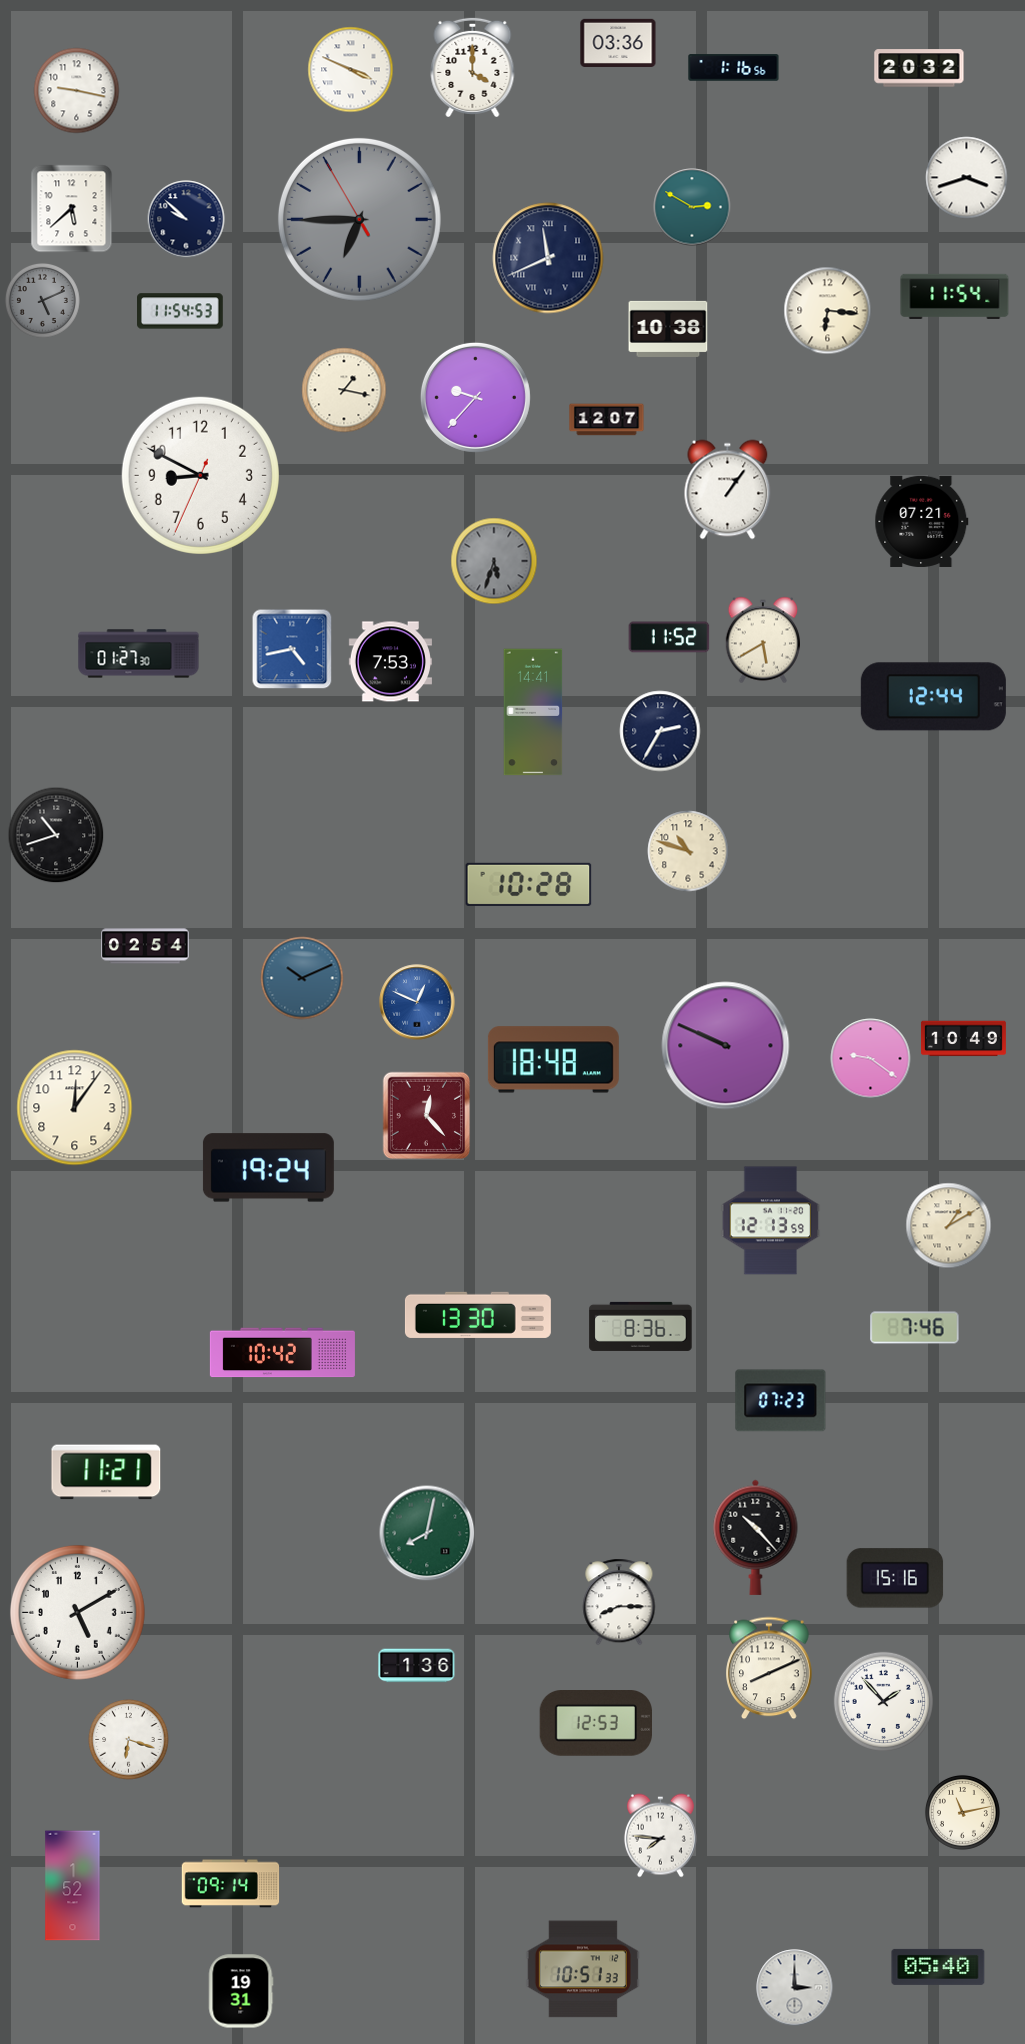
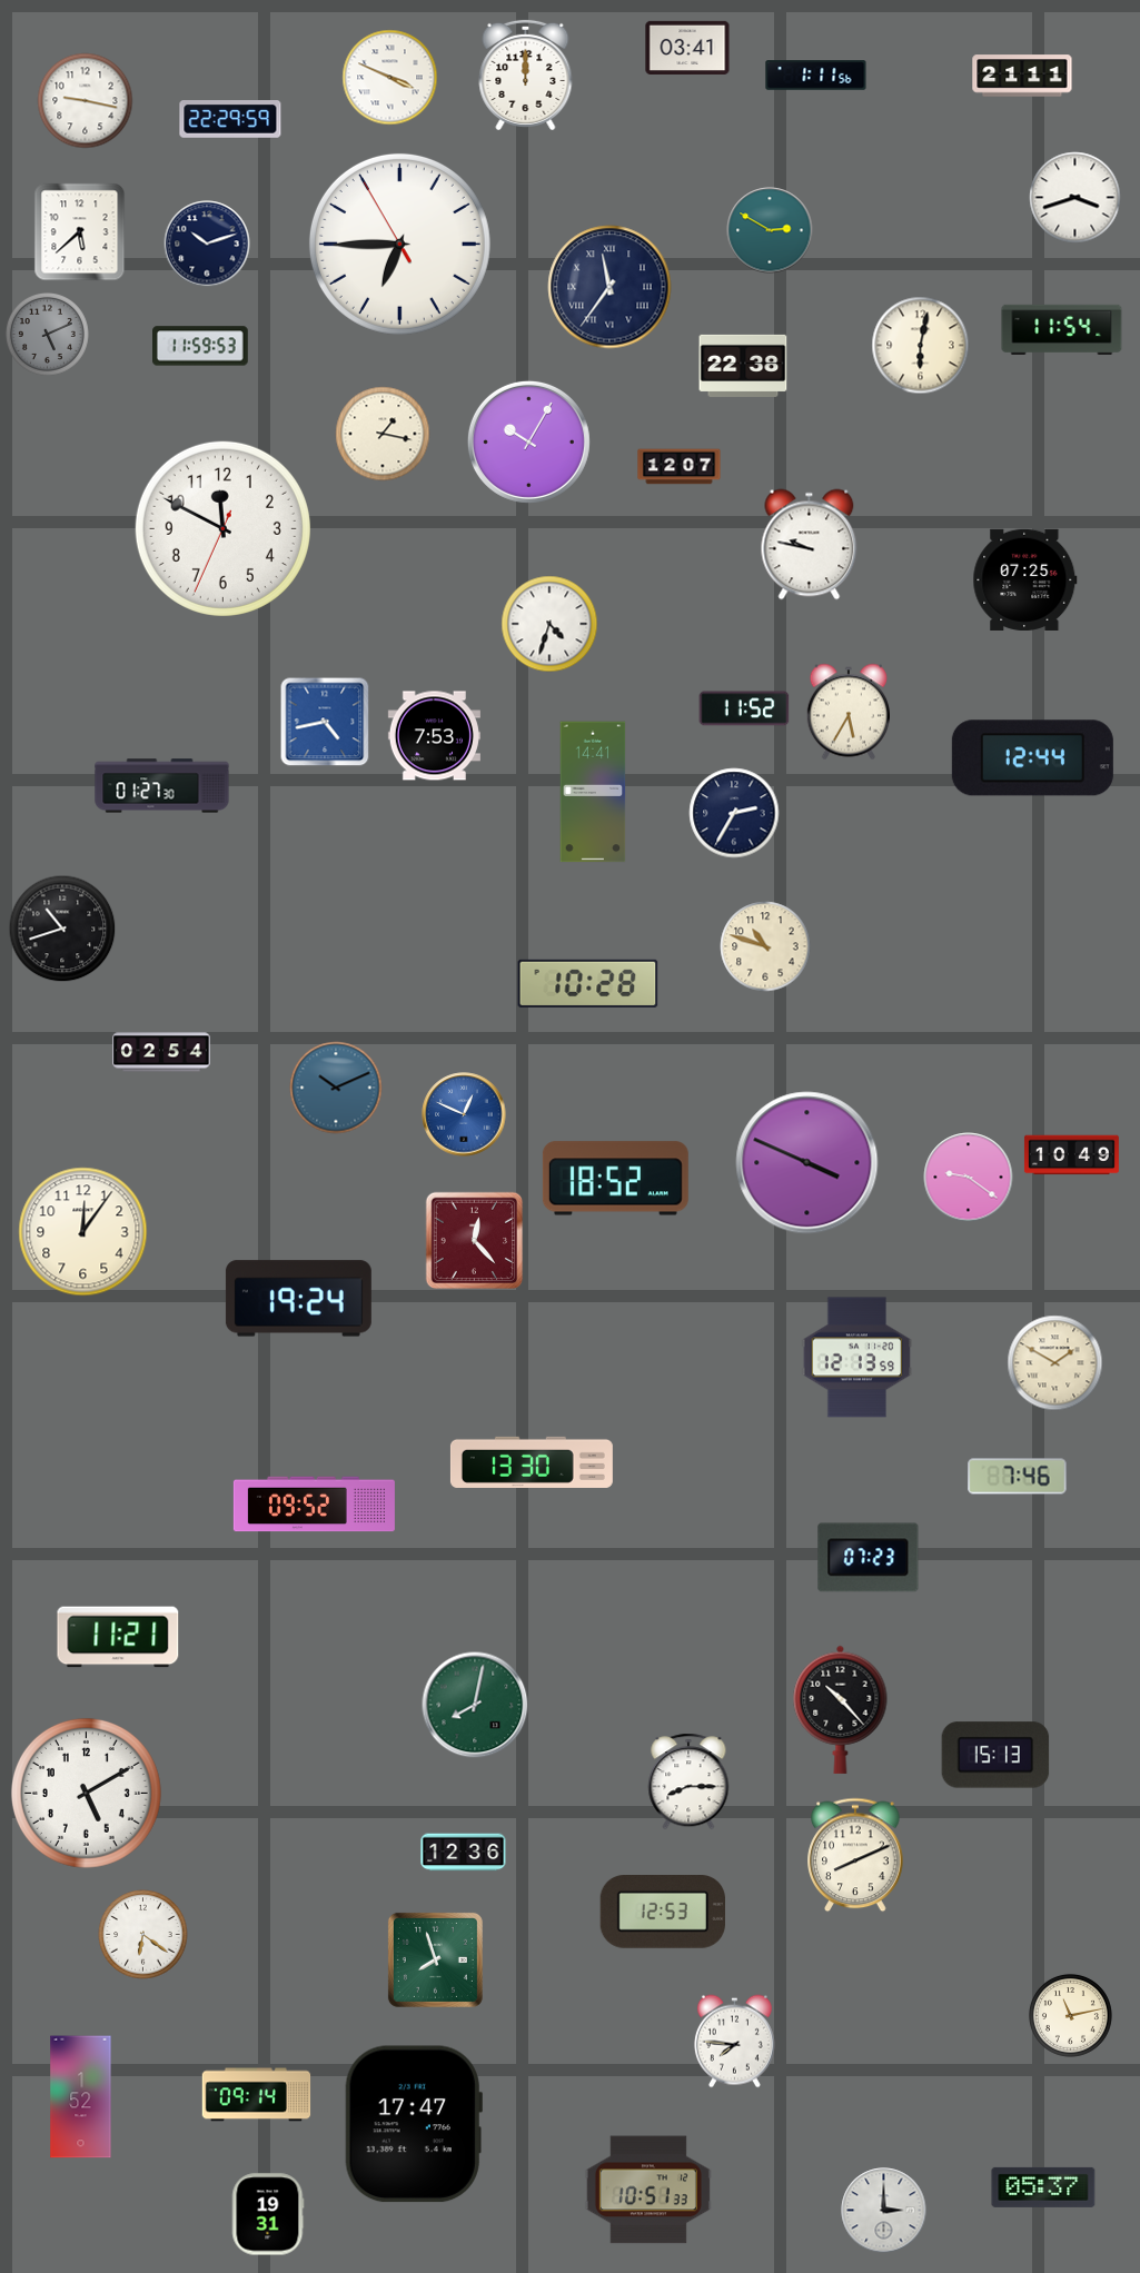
clock at (618, 43): 03:36 -> 03:41
clock at (473, 67): 4:00 -> 12:00
clock at (734, 68): 1:16 -> 1:11
clock at (919, 68): 20:32 -> 21:11
clock at (230, 120): none -> 22:29
clock at (186, 219): 9:52 -> 10:12
clock at (359, 219) dial: grey -> white
clock at (548, 258): 11:41 -> 11:36
clock at (181, 311): 11:54 -> 11:59
clock at (828, 311): 6:16 -> 6:02
clock at (668, 329): 10:38 -> 22:38
clock at (475, 397): 9:37 -> 10:05
clock at (607, 420) position: (607, 420) -> (680, 467)
clock at (200, 475): 8:49 -> 11:49
clock at (728, 490): 1:06 -> 9:47
clock at (922, 521): 07:21 -> 07:25
clock at (494, 561): 5:33 -> 4:33
clock at (494, 561) dial: grey -> white
clock at (762, 640): 5:40 -> 5:35
clock at (139, 654) position: (139, 654) -> (162, 786)
clock at (933, 697) position: (933, 697) -> (1032, 758)
clock at (726, 1046): 9:49 -> 3:49
clock at (553, 1060): 18:48 -> 18:52
clock at (949, 1226): 1:10 -> 1:50
clock at (641, 1326): 8:36 -> none
clock at (282, 1353): 10:42 -> 09:52
clock at (895, 1578): 15:16 -> 15:13
clock at (417, 1666): 1:36 -> 12:36
clock at (883, 1701): 1:53 -> none
clock at (595, 1724) position: (595, 1724) -> (662, 1913)
clock at (129, 1740): 6:18 -> 6:21
clock at (435, 1959): none -> 7:57
clock at (414, 2124): none -> 17:47
clock at (938, 1967): 05:40 -> 05:37
